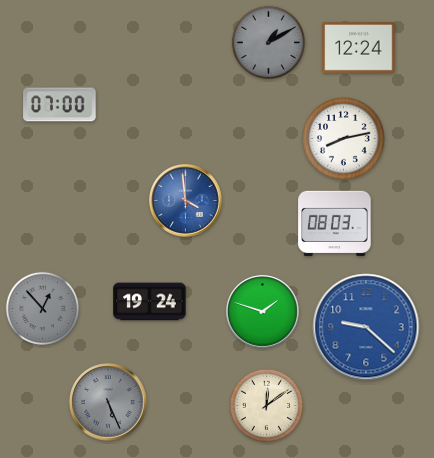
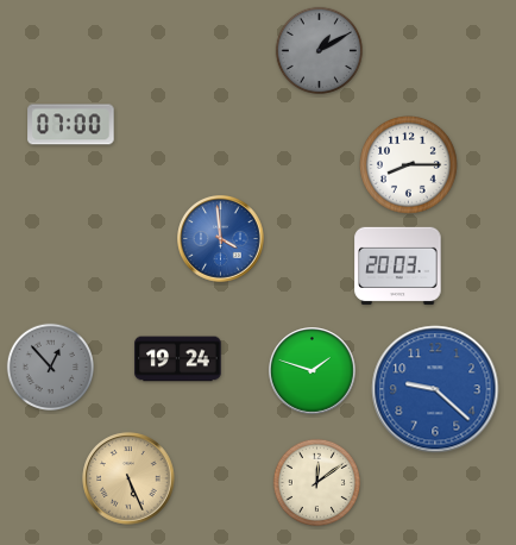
clock at (359, 47): 12:24 -> none
clock at (344, 139): 8:13 -> 8:15
clock at (335, 223): 08:03 -> 20:03
clock at (108, 402) dial: grey -> champagne
